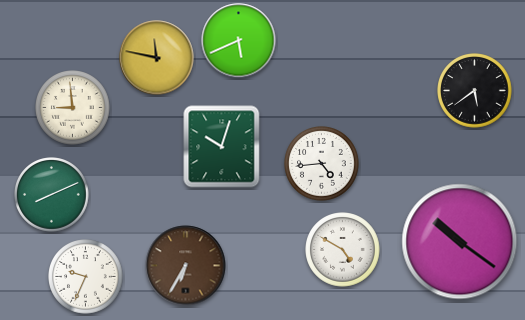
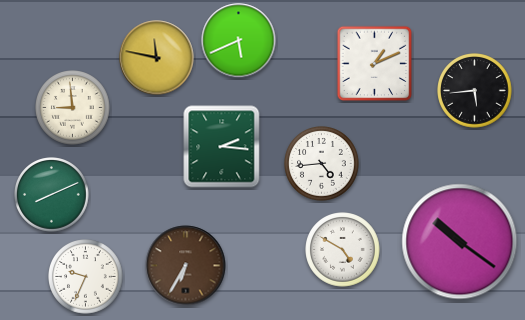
clock at (375, 64): none -> 1:11
clock at (475, 91): 5:39 -> 5:44
clock at (222, 147): 10:03 -> 2:16
